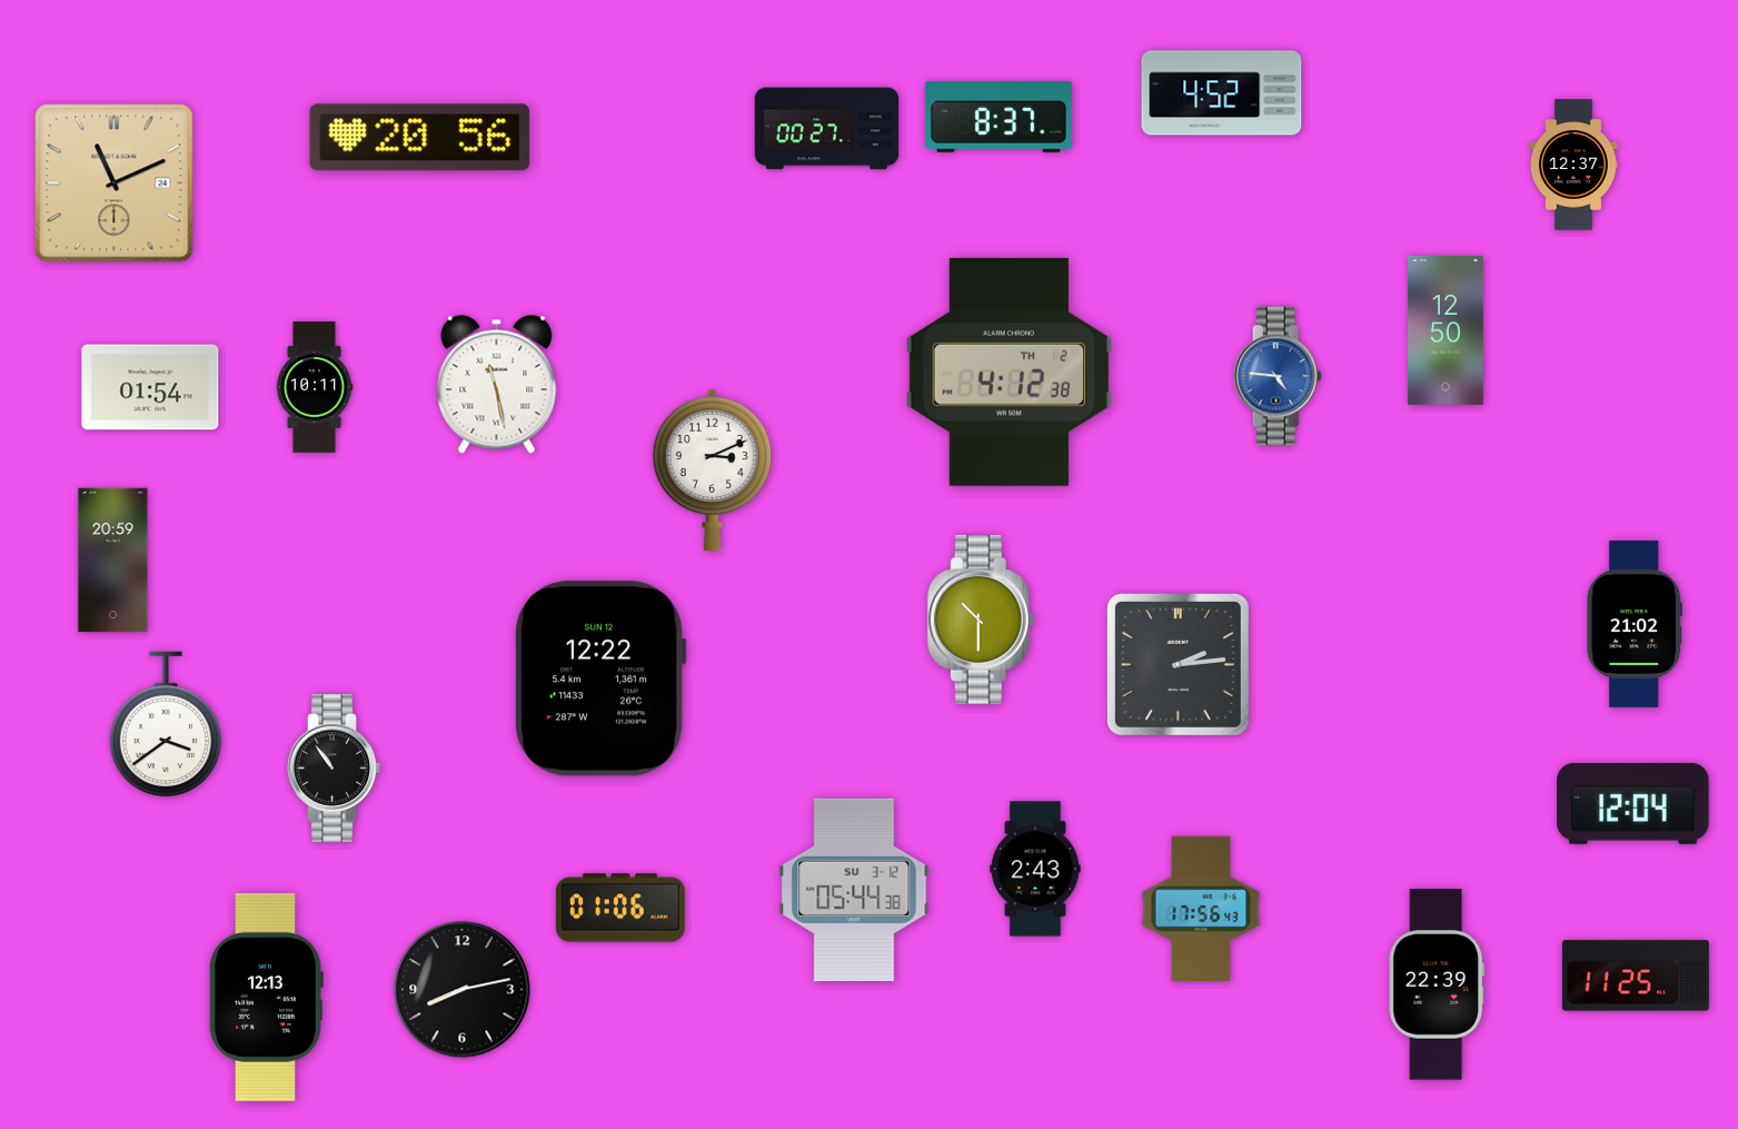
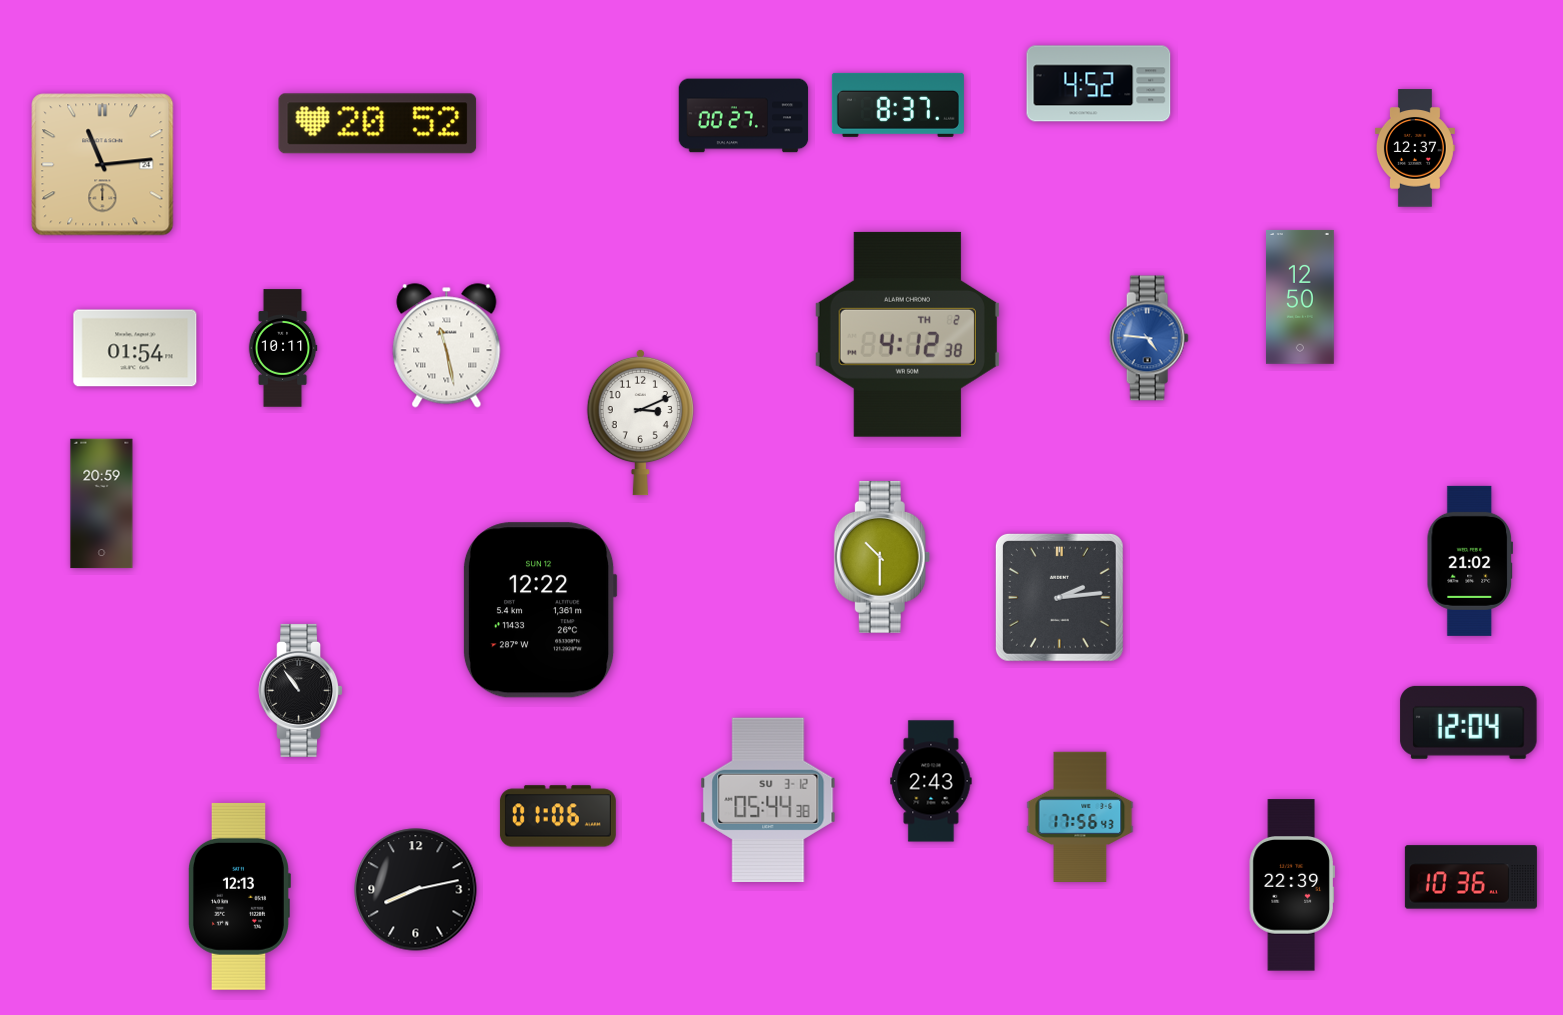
clock at (420, 138): 20:56 -> 20:52
clock at (115, 184): 11:11 -> 11:14
clock at (166, 724): 3:39 -> none
clock at (1636, 976): 11:25 -> 10:36
